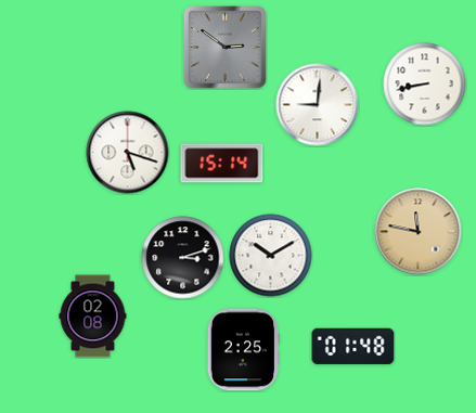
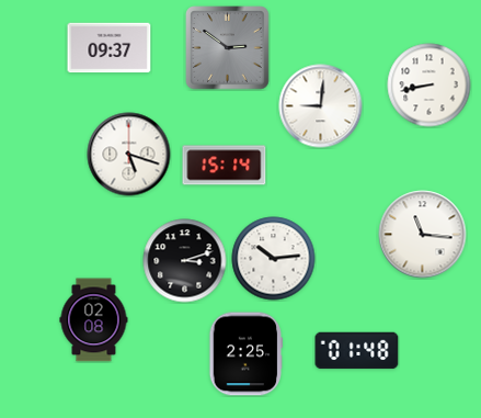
clock at (110, 48): none -> 09:37
clock at (419, 232): 11:47 -> 11:16
clock at (419, 232) dial: champagne -> white
clock at (271, 256): 10:10 -> 10:14
